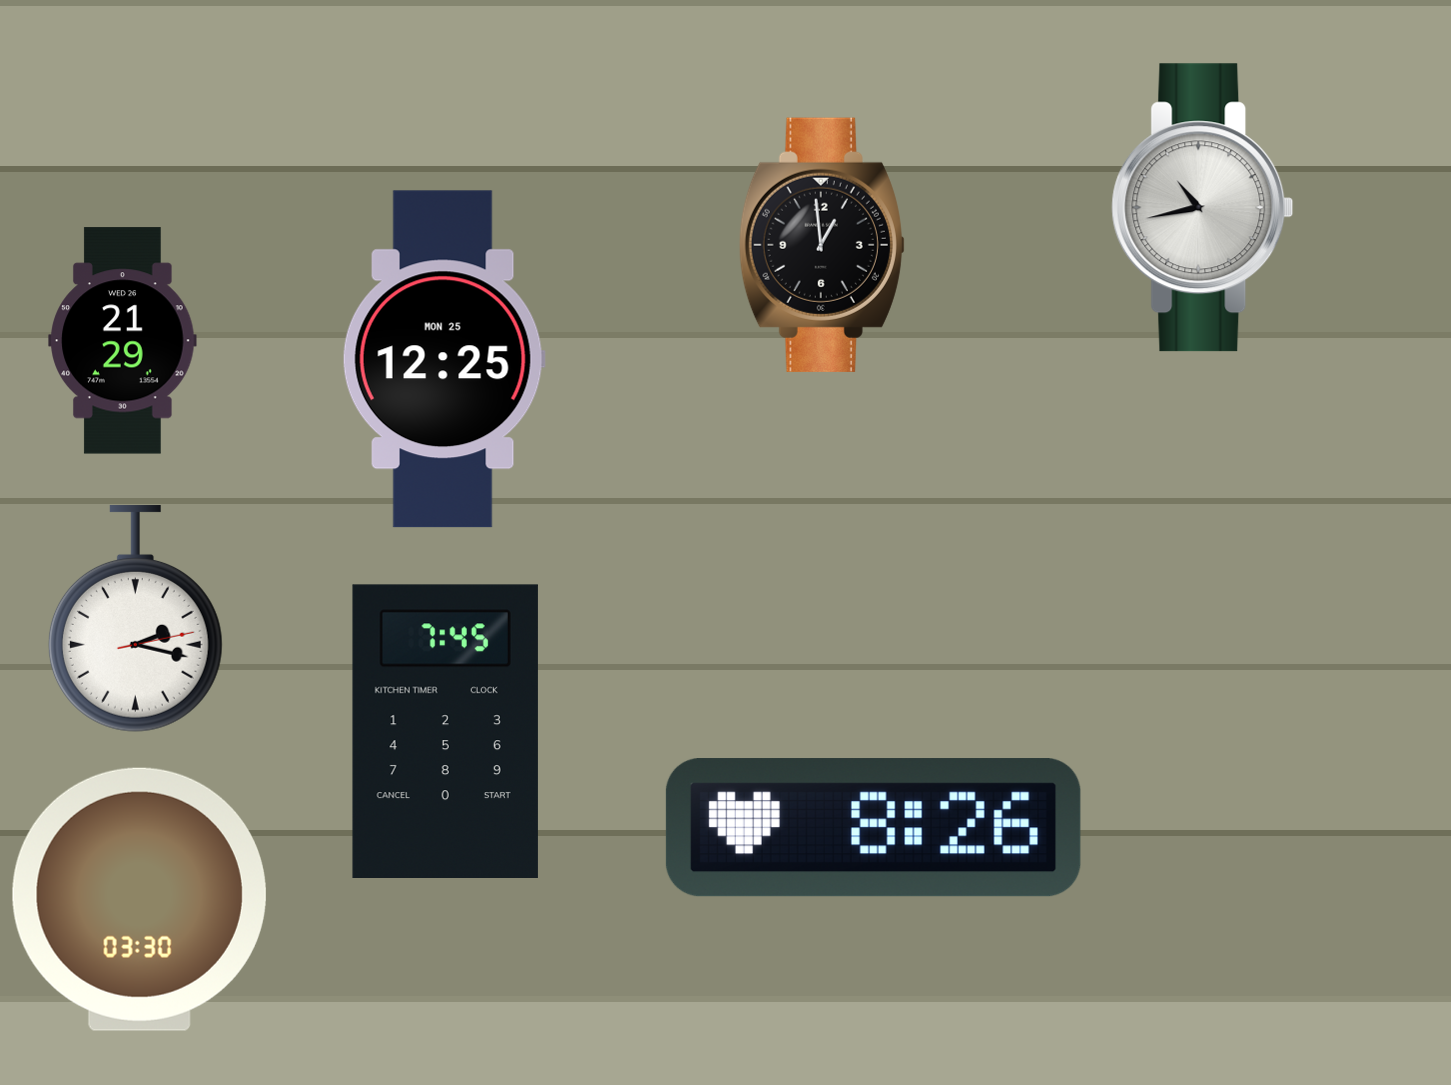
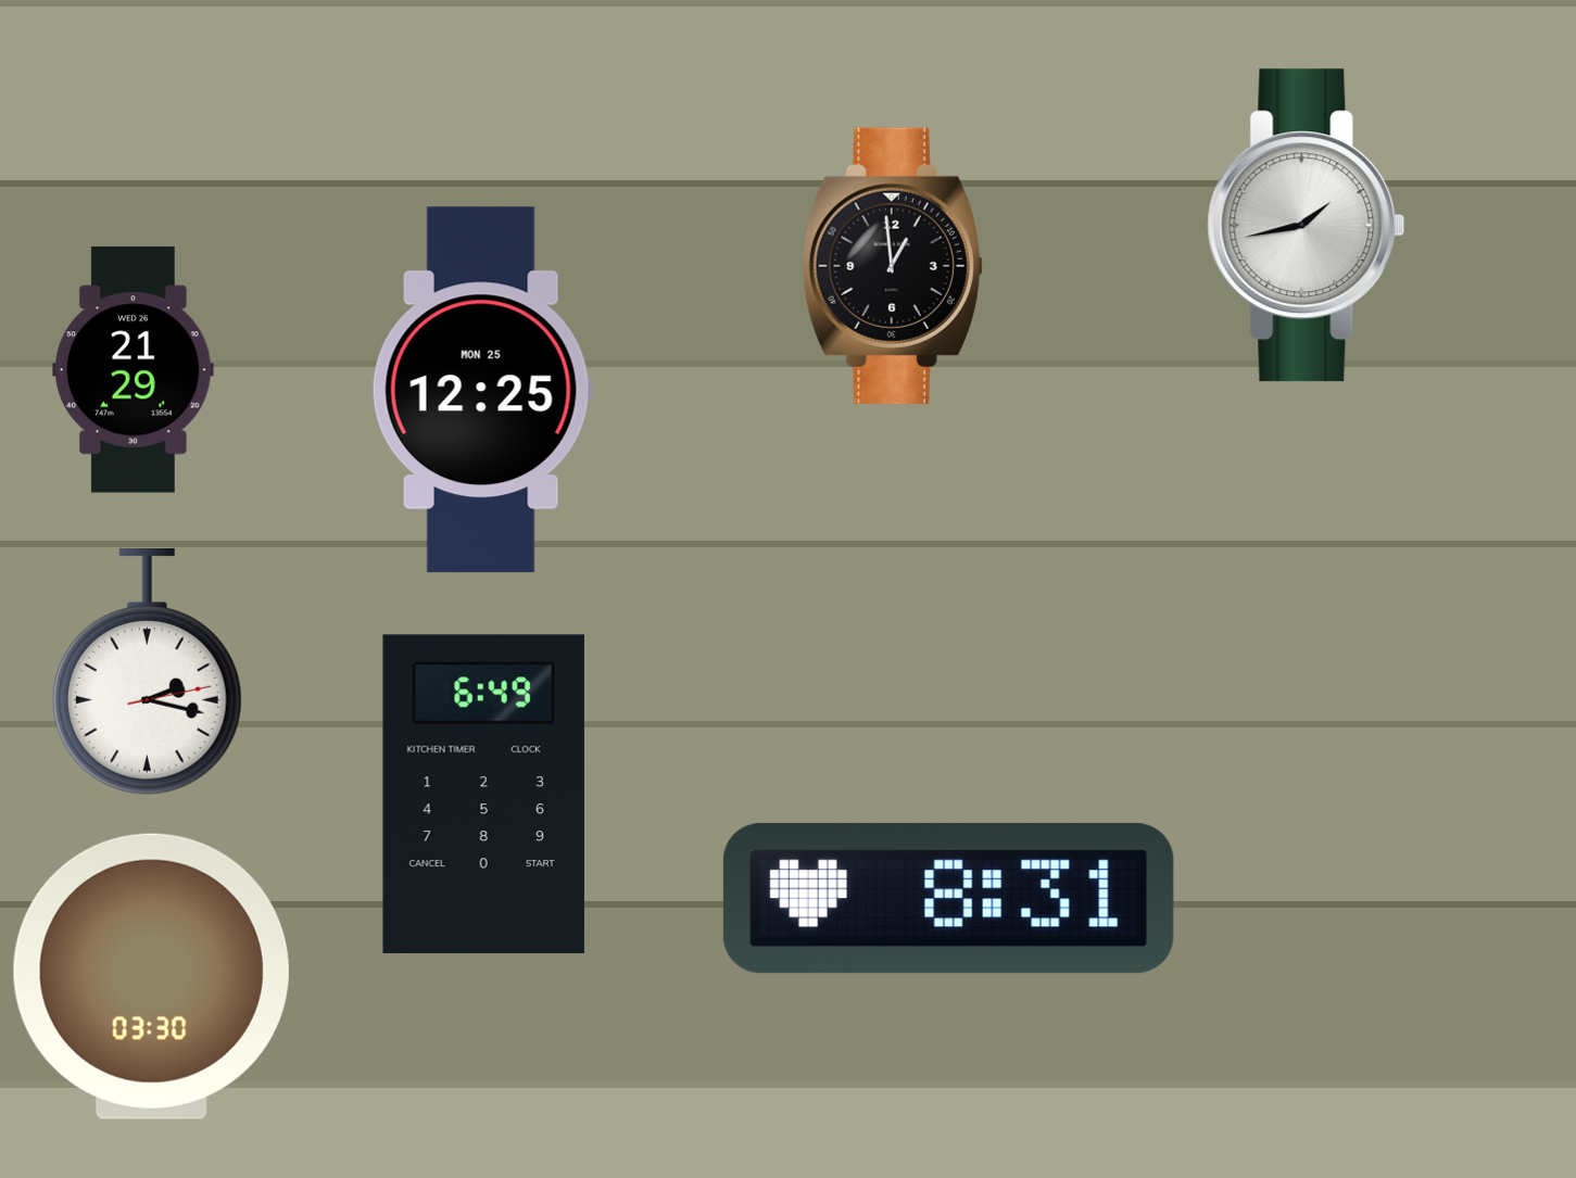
clock at (1203, 208): 10:43 -> 1:43
clock at (445, 731): 7:45 -> 6:49
clock at (873, 828): 8:26 -> 8:31
